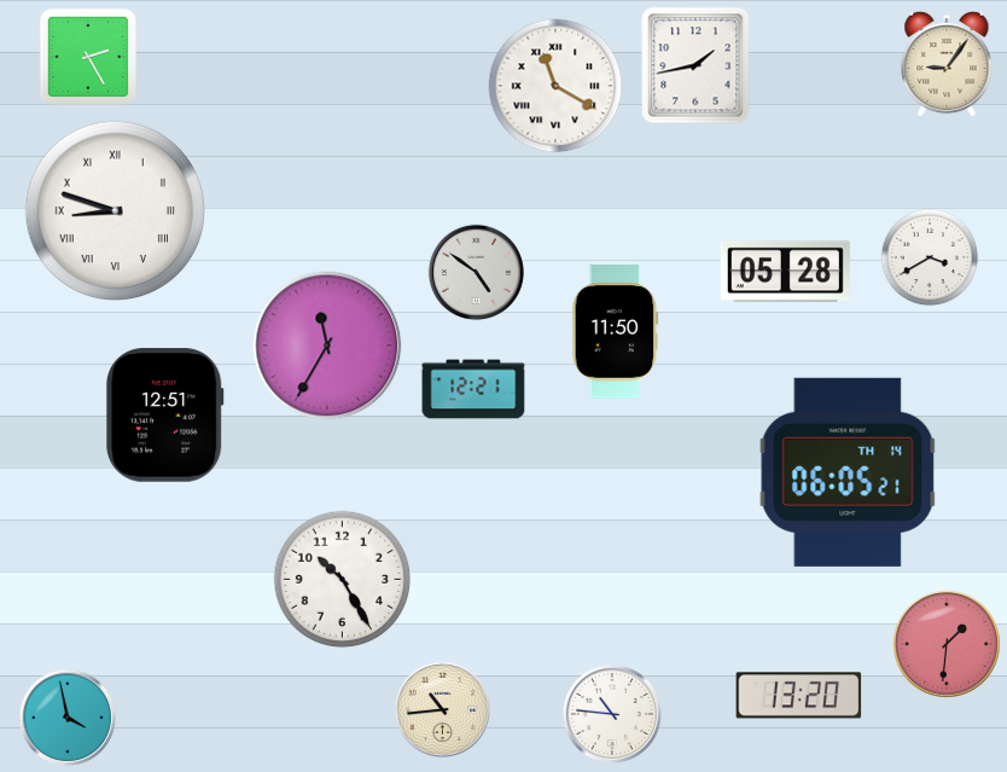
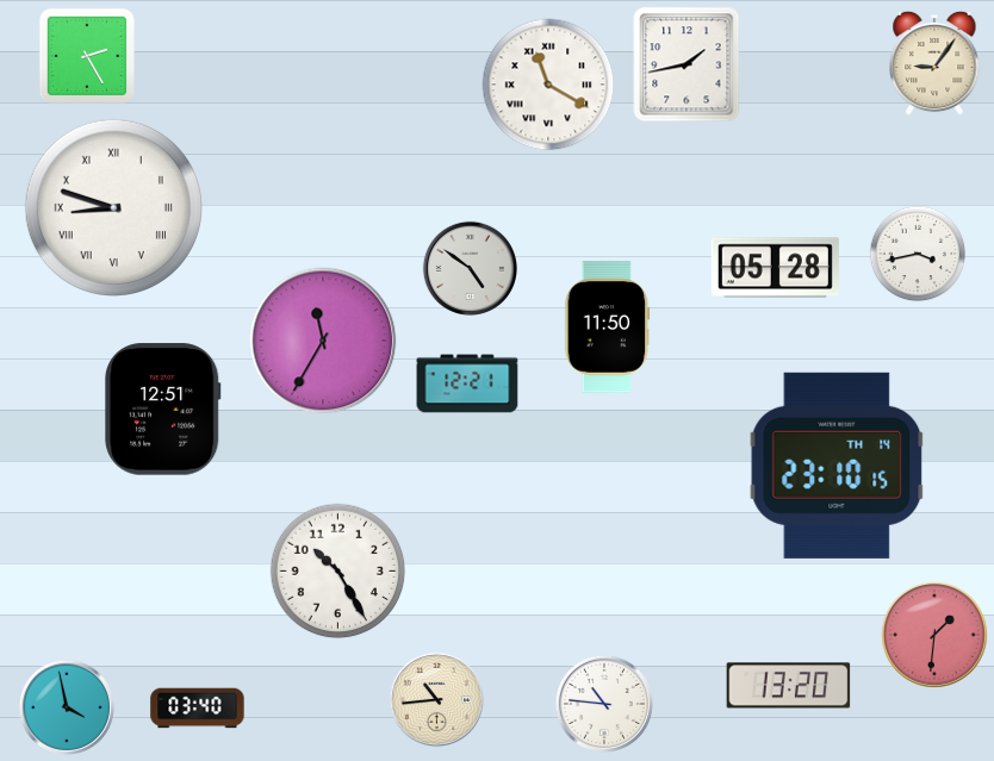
clock at (930, 257): 3:40 -> 3:43
clock at (848, 472): 06:05 -> 23:10
clock at (198, 709): none -> 03:40
